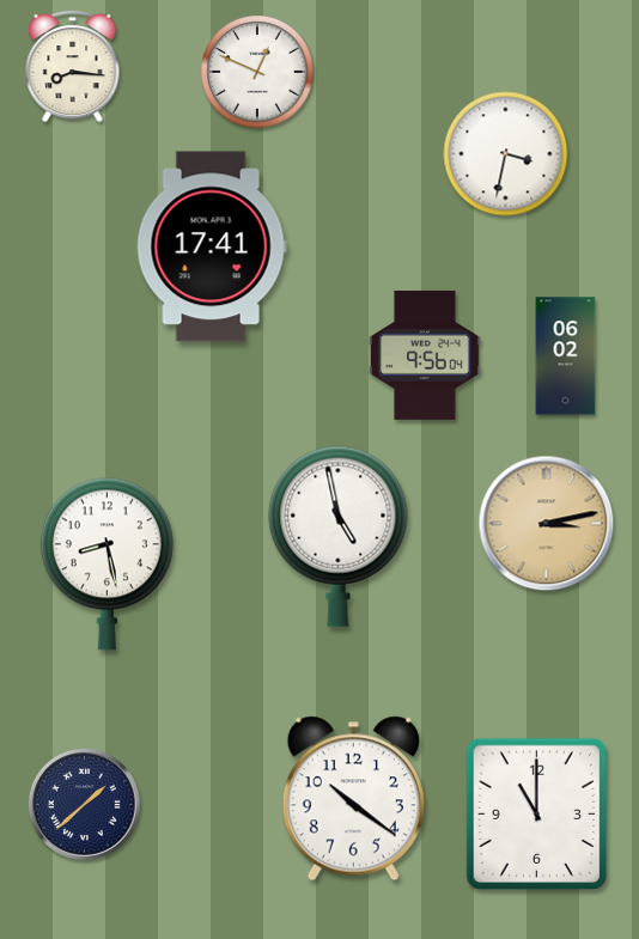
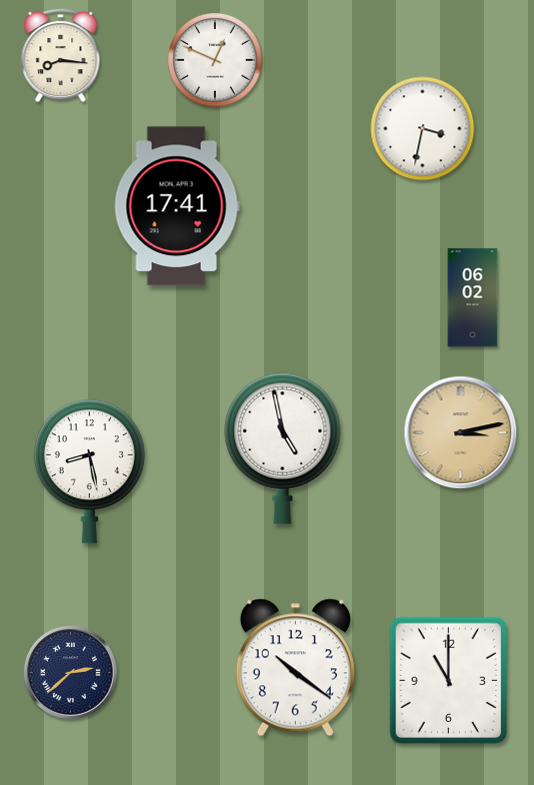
clock at (425, 355): 9:56 -> none
clock at (547, 524) position: (547, 524) -> (461, 433)
clock at (84, 804): 1:38 -> 2:38
